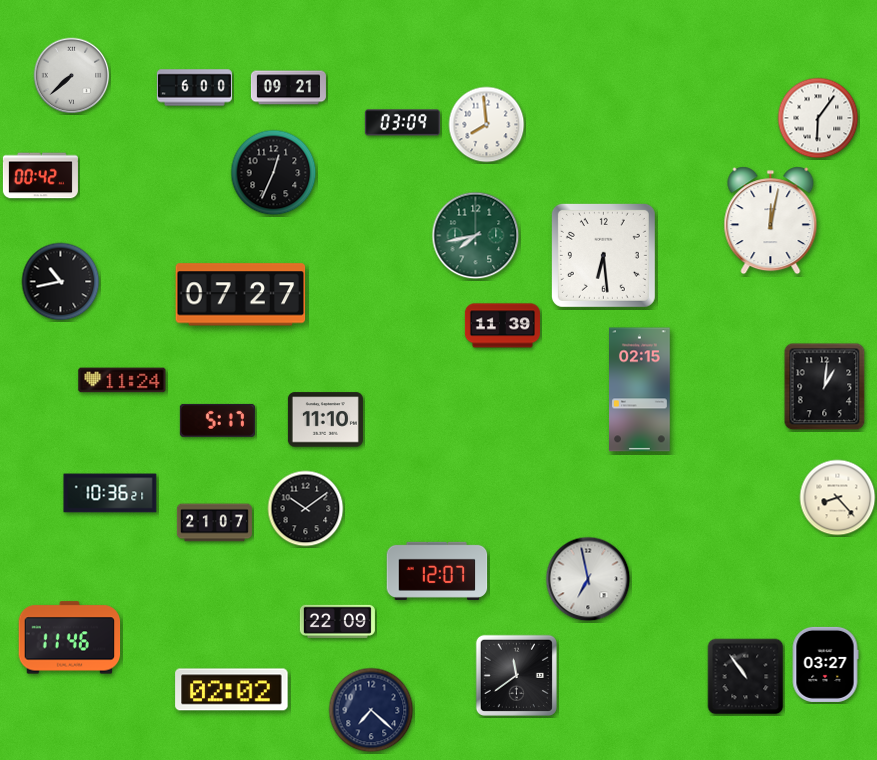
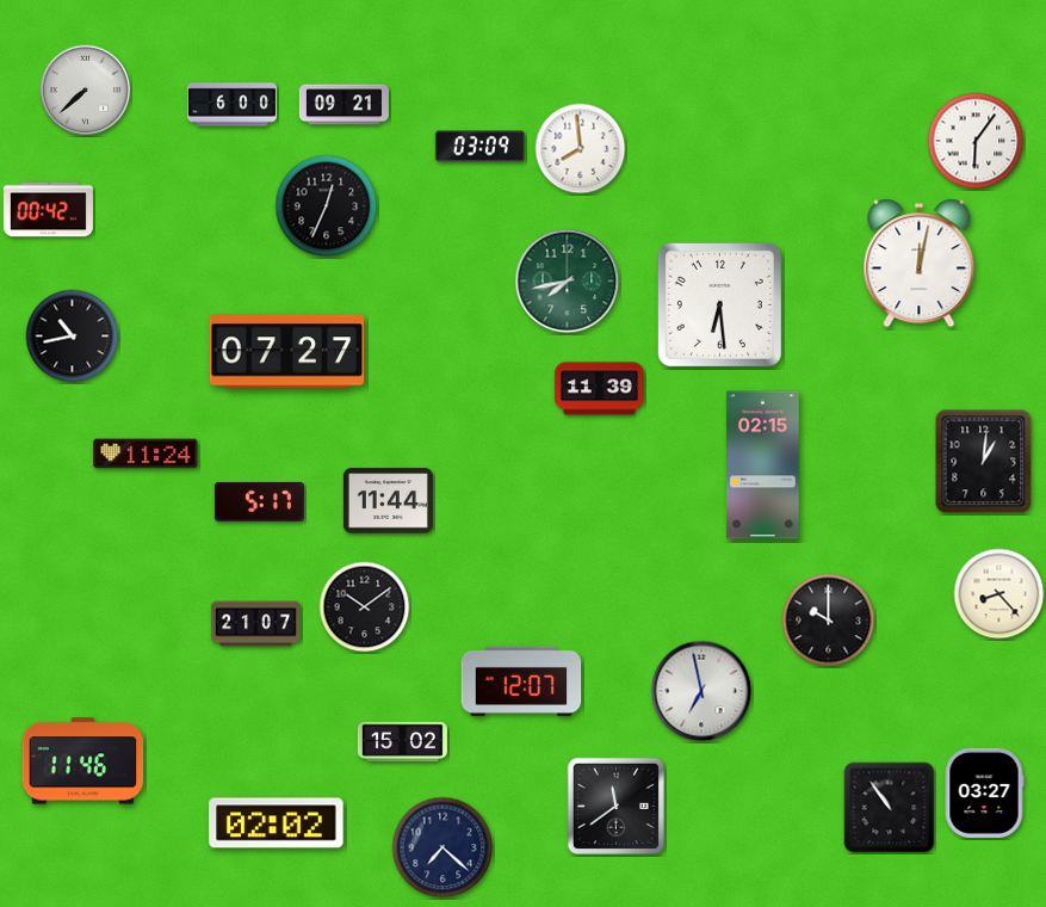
clock at (325, 420): 11:10 -> 11:44
clock at (110, 493): 10:36 -> none
clock at (829, 621): none -> 10:00
clock at (337, 621): 22:09 -> 15:02
